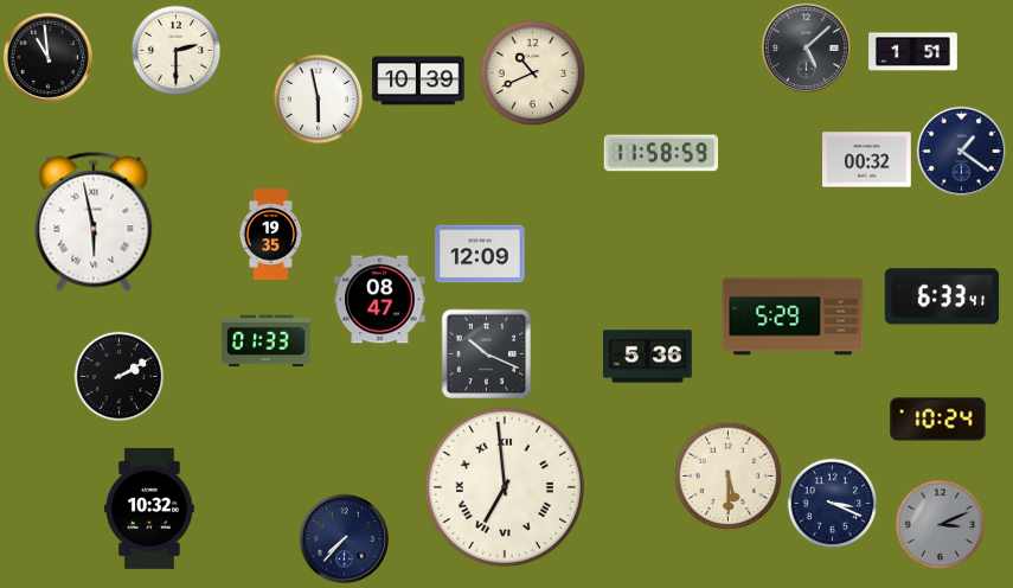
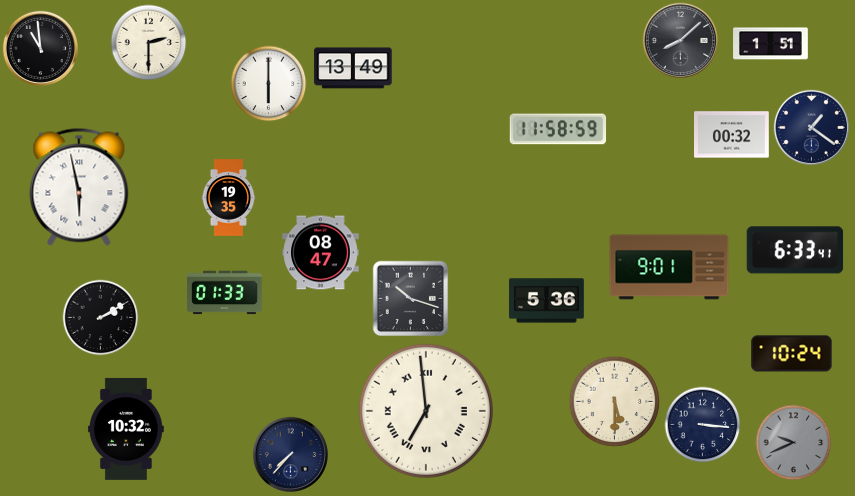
clock at (806, 47): 5:08 -> 8:08
clock at (533, 73): 10:41 -> none
clock at (418, 81): 10:39 -> 13:49
clock at (319, 100): 5:58 -> 6:00
clock at (480, 254): 12:09 -> none
clock at (793, 317): 5:29 -> 9:01
clock at (267, 341) position: (267, 341) -> (225, 293)
clock at (487, 354): 10:19 -> 10:18
clock at (833, 504): 3:19 -> 3:16
clock at (941, 525): 3:11 -> 9:41
